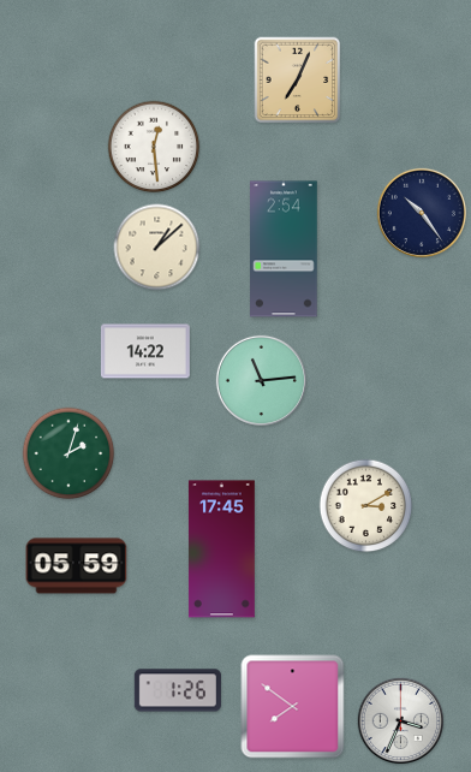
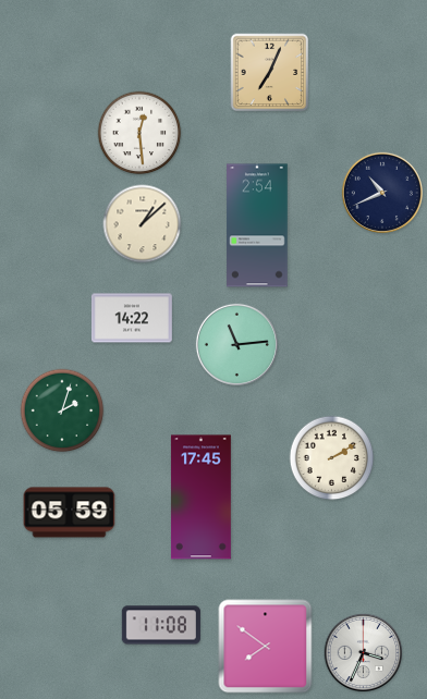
clock at (422, 213): 10:24 -> 10:41
clock at (366, 506): 3:10 -> 2:10
clock at (178, 690): 1:26 -> 11:08
clock at (293, 707) position: (293, 707) -> (266, 647)
